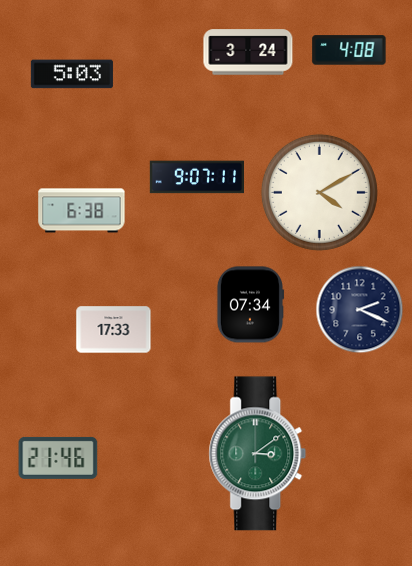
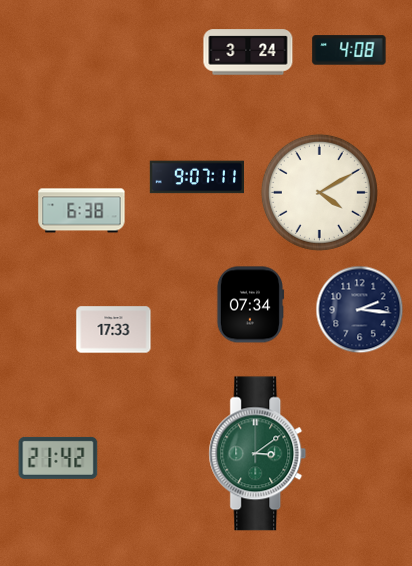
clock at (72, 74): 5:03 -> none
clock at (360, 310): 2:19 -> 2:16
clock at (58, 458): 21:46 -> 21:42
